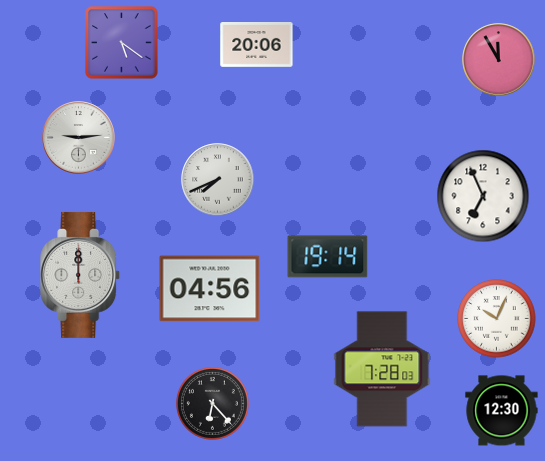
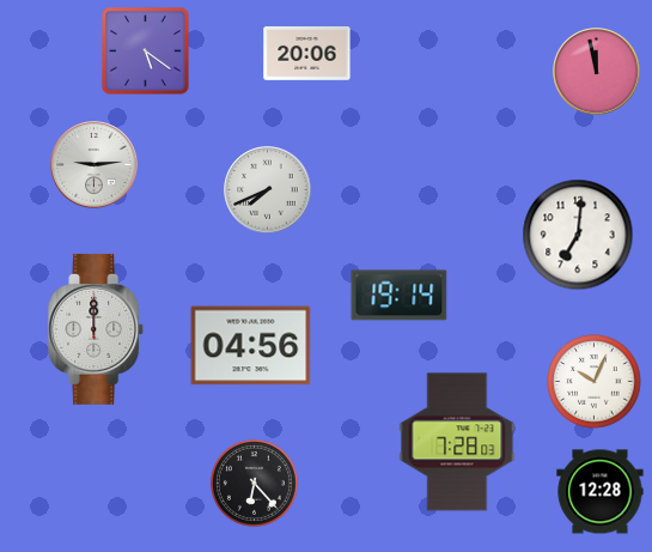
clock at (499, 60): 11:55 -> 11:58
clock at (218, 180) position: (218, 180) -> (268, 190)
clock at (483, 196): 6:56 -> 7:01
clock at (328, 257) position: (328, 257) -> (400, 296)
clock at (502, 411): 12:30 -> 12:28
